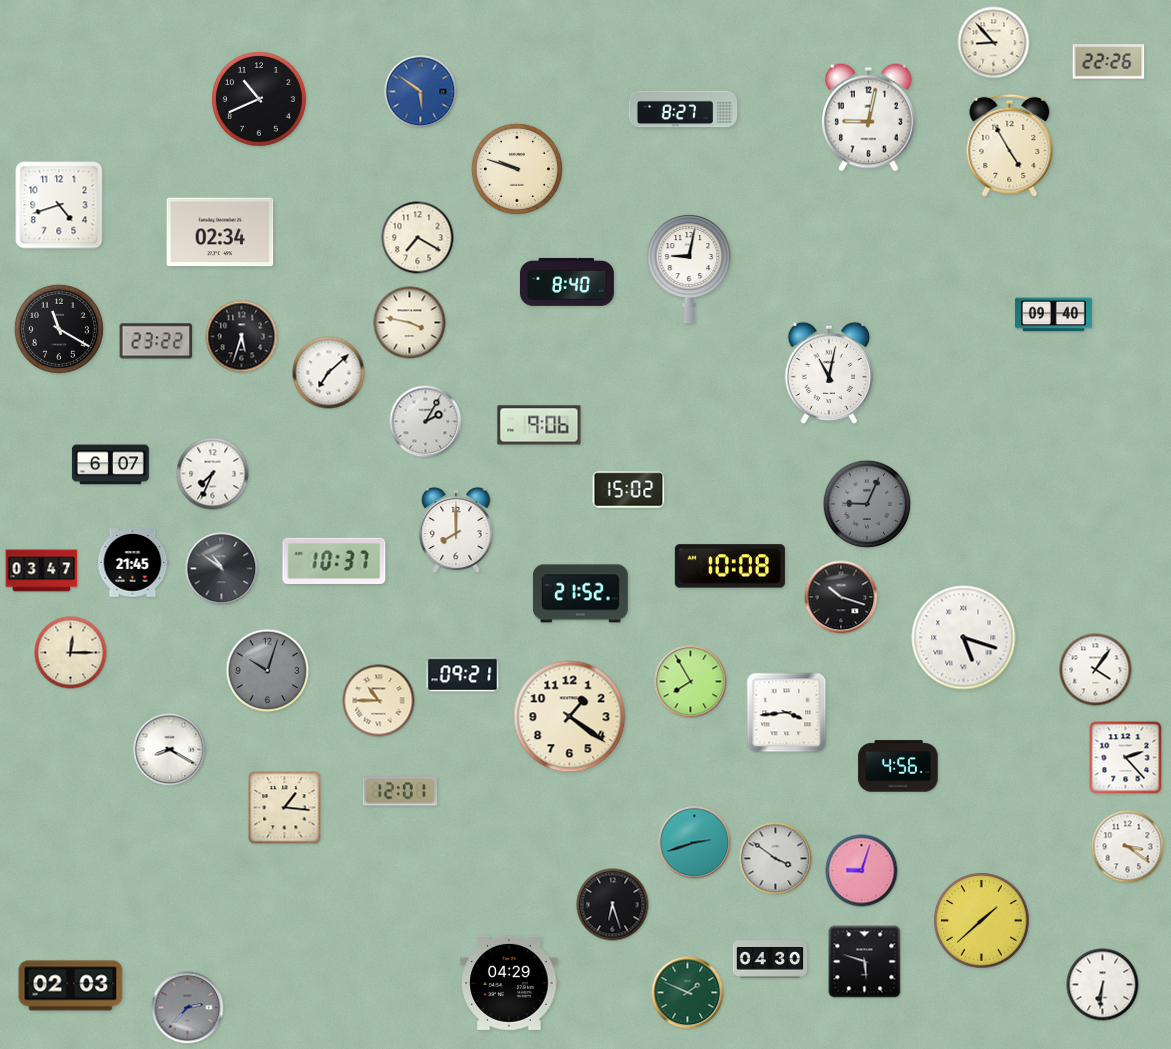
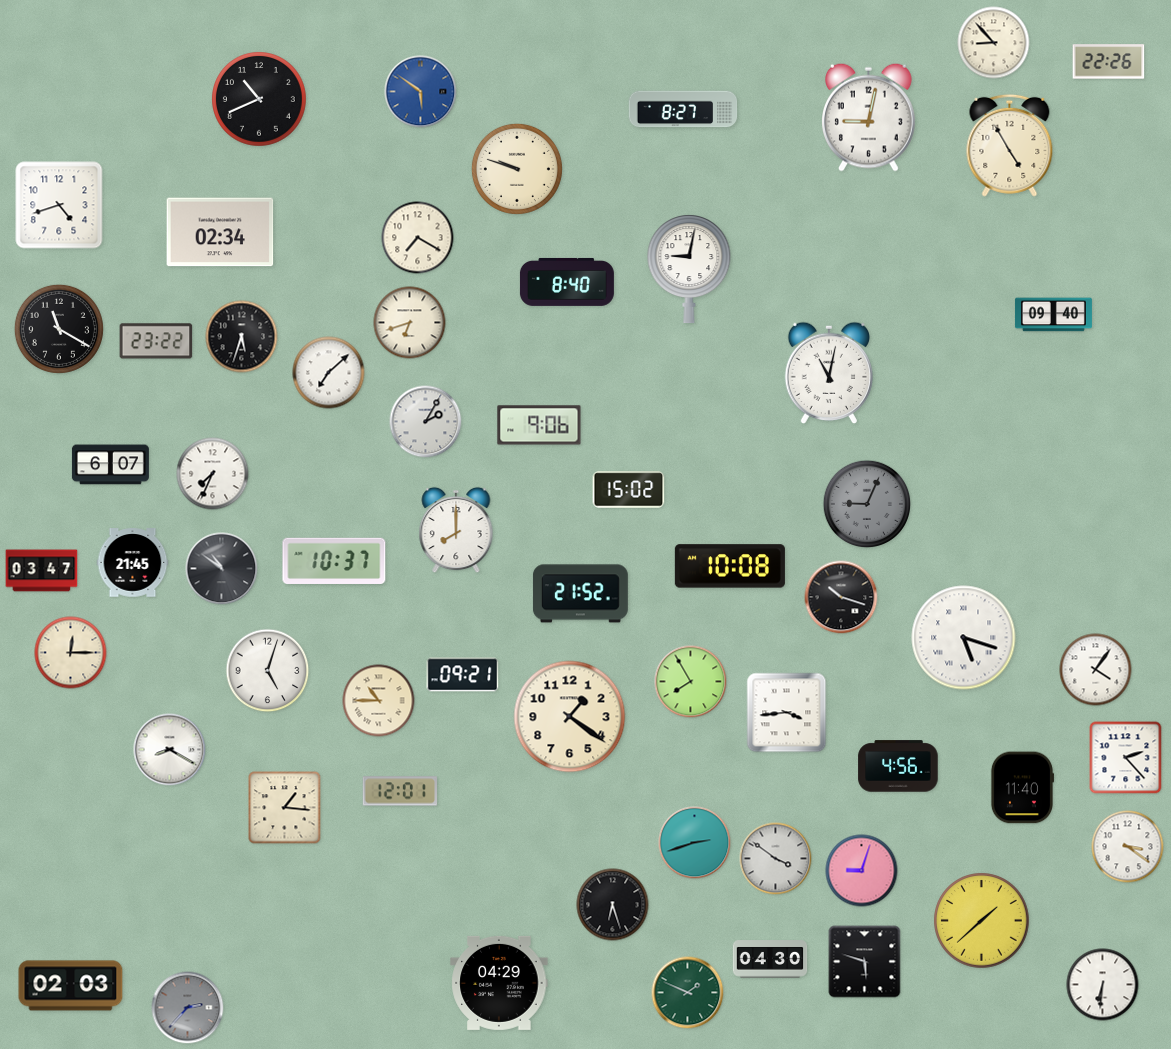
clock at (410, 323): 3:47 -> 6:42
clock at (268, 671): 10:03 -> 5:03
clock at (268, 671) dial: grey -> white
clock at (1021, 788): none -> 11:40
clock at (509, 983) position: (509, 983) -> (499, 983)
